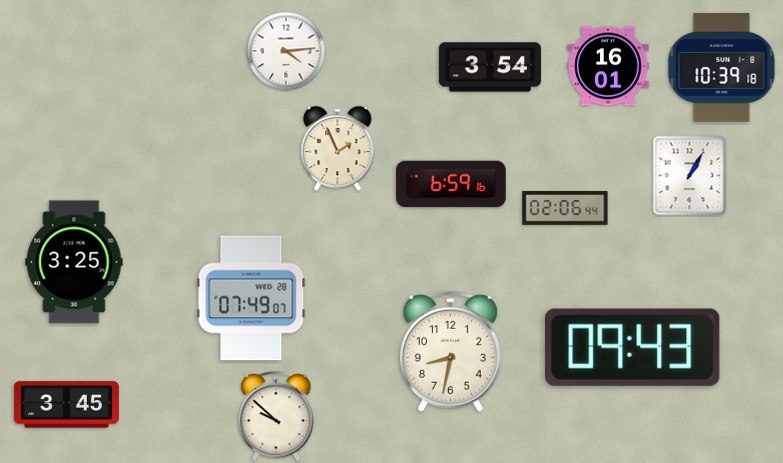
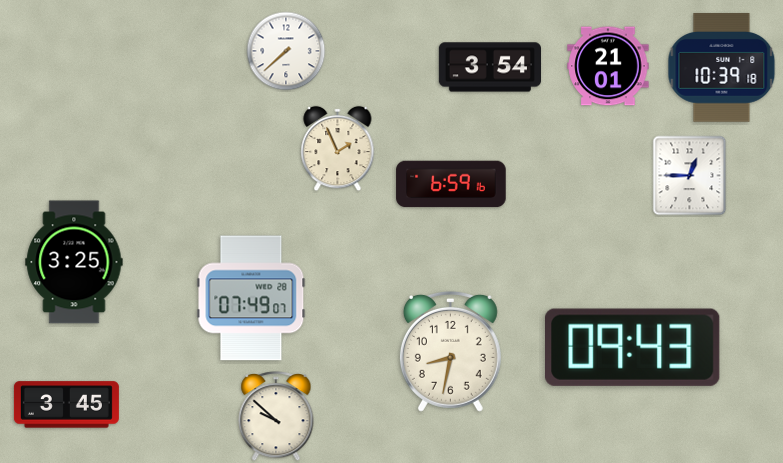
clock at (286, 51): 4:14 -> 7:38
clock at (608, 66): 16:01 -> 21:01
clock at (690, 176): 1:05 -> 12:45
clock at (565, 208): 02:06 -> none
